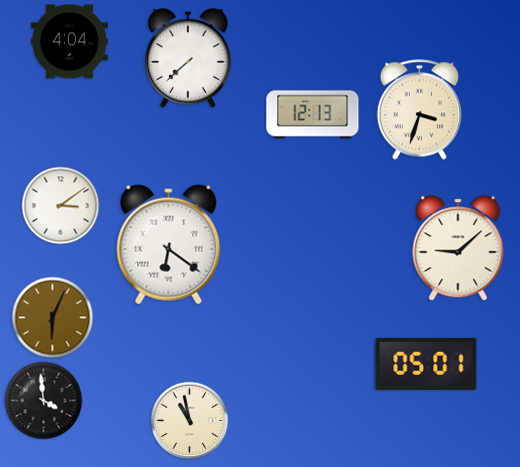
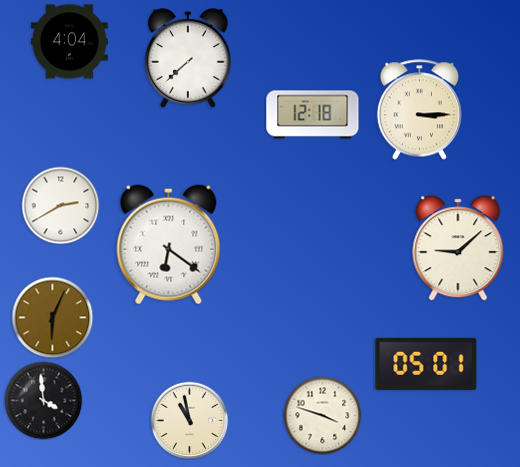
clock at (419, 110): 3:33 -> 3:15
clock at (313, 115): 12:13 -> 12:18
clock at (60, 205): 3:09 -> 2:40
clock at (322, 415): none -> 3:48
